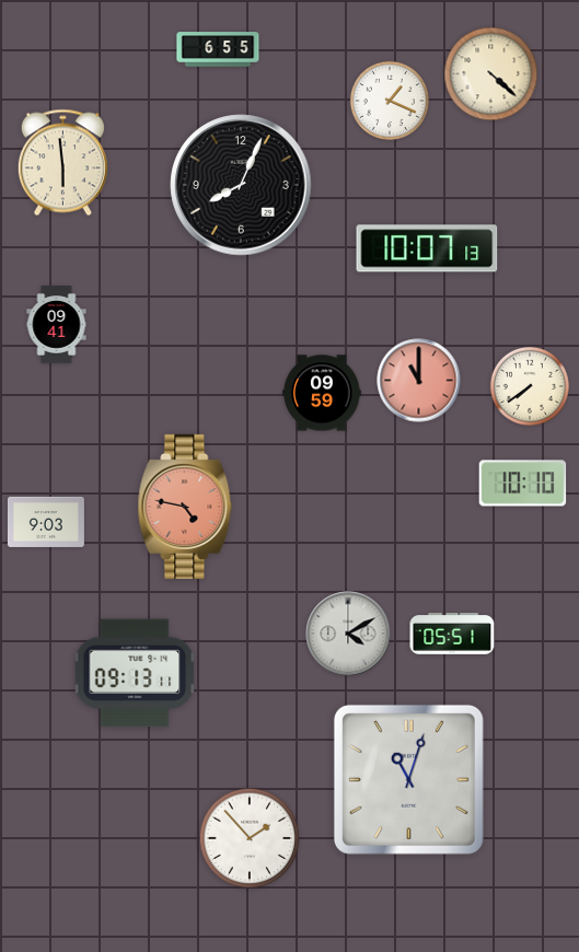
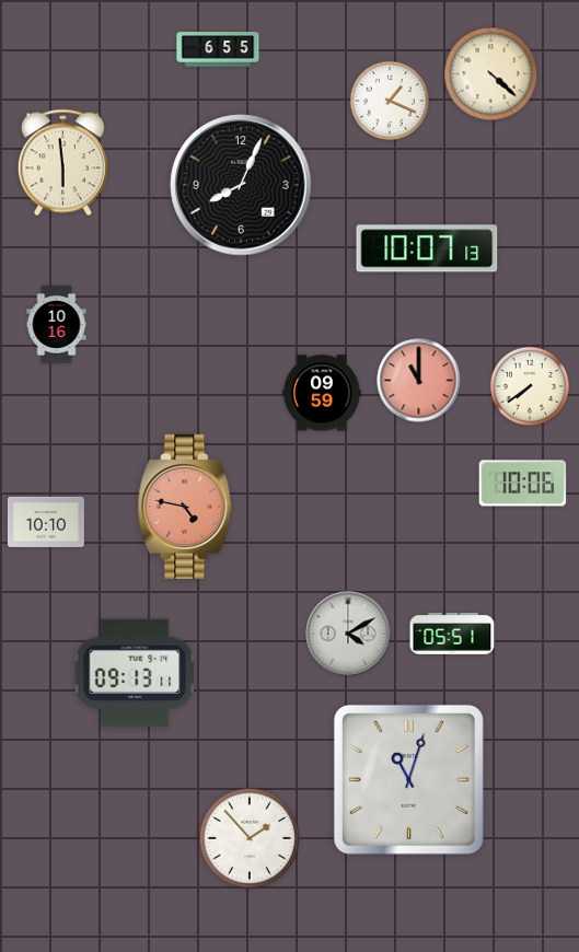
clock at (57, 325): 09:41 -> 10:16
clock at (523, 484): 10:10 -> 10:06
clock at (46, 522): 9:03 -> 10:10
